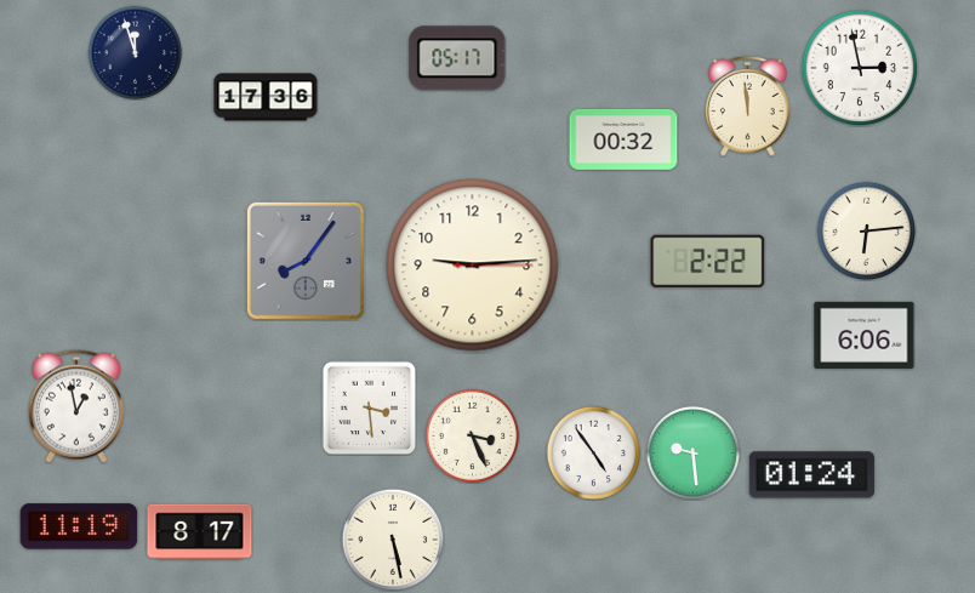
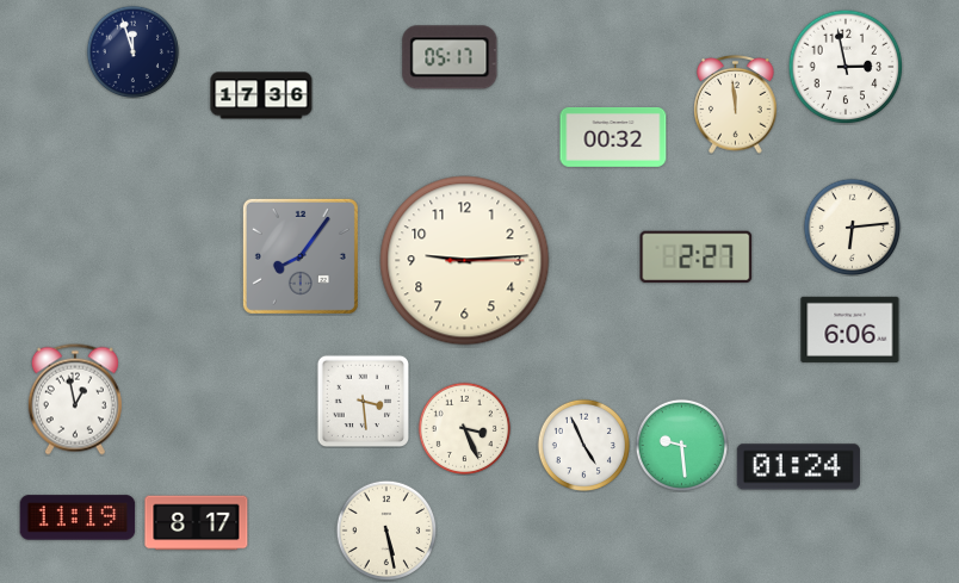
clock at (708, 262): 2:22 -> 2:27
clock at (593, 452): 4:54 -> 4:56
